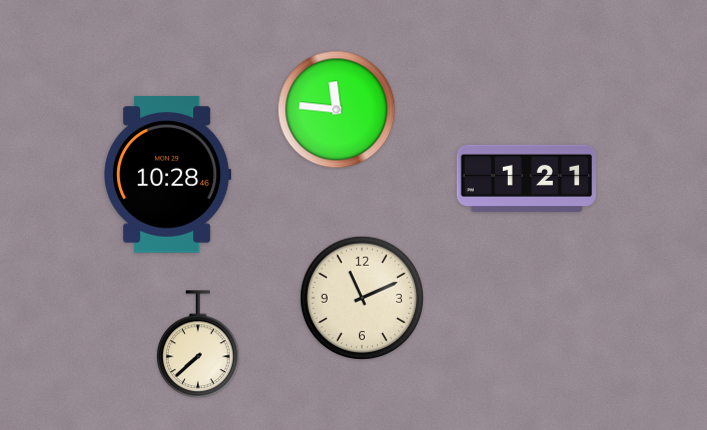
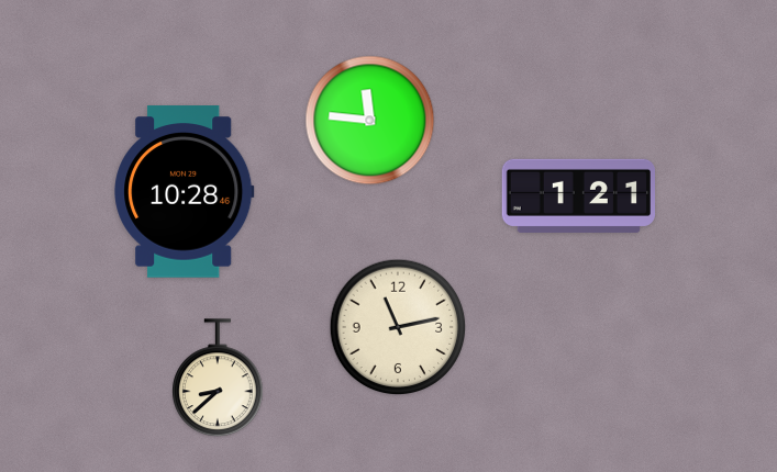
clock at (362, 298): 11:11 -> 11:13
clock at (199, 345): 7:38 -> 8:38
